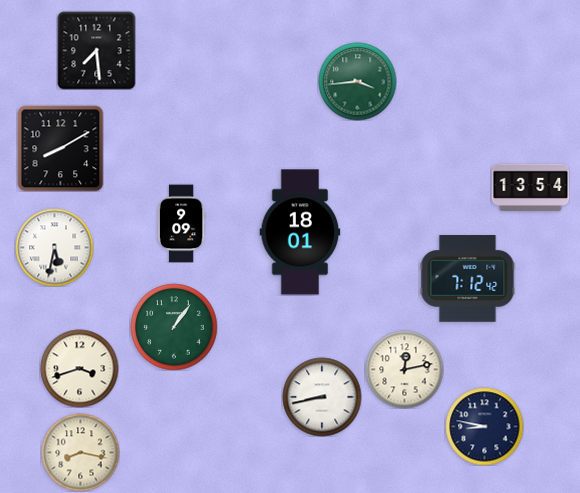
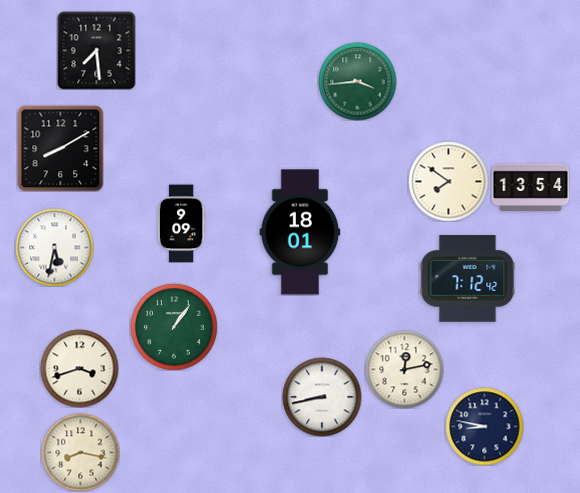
clock at (448, 181): none -> 7:51
